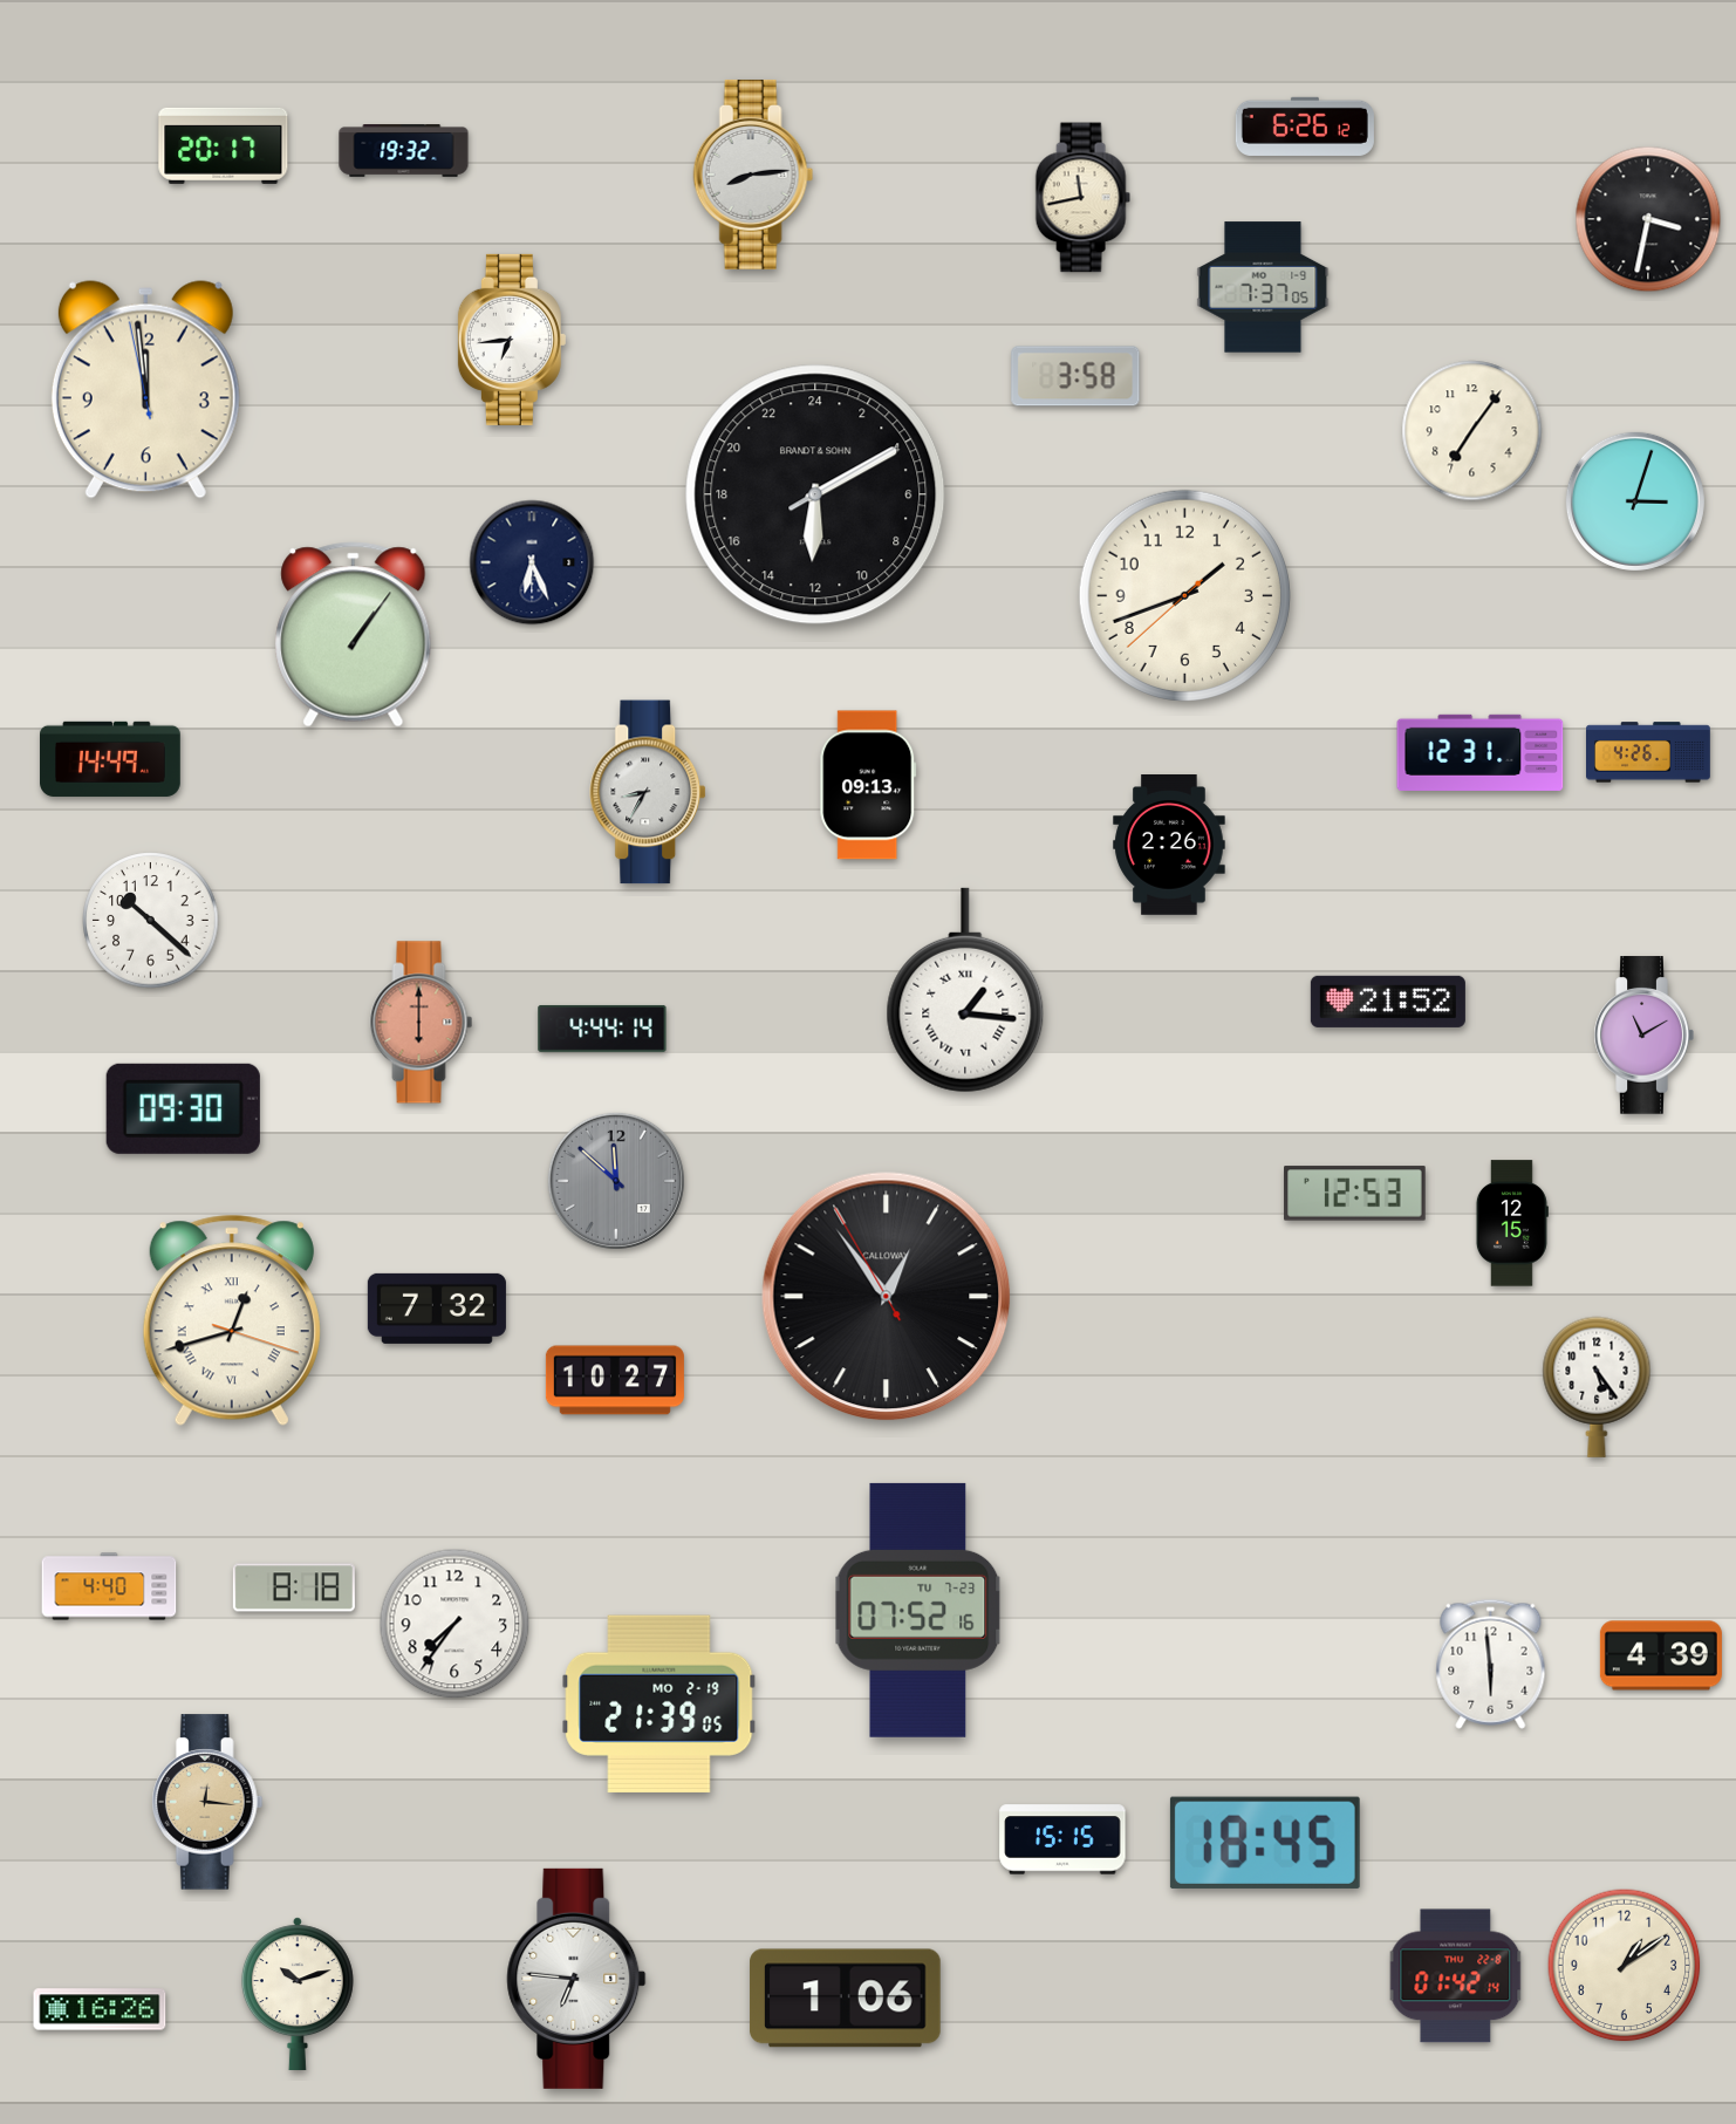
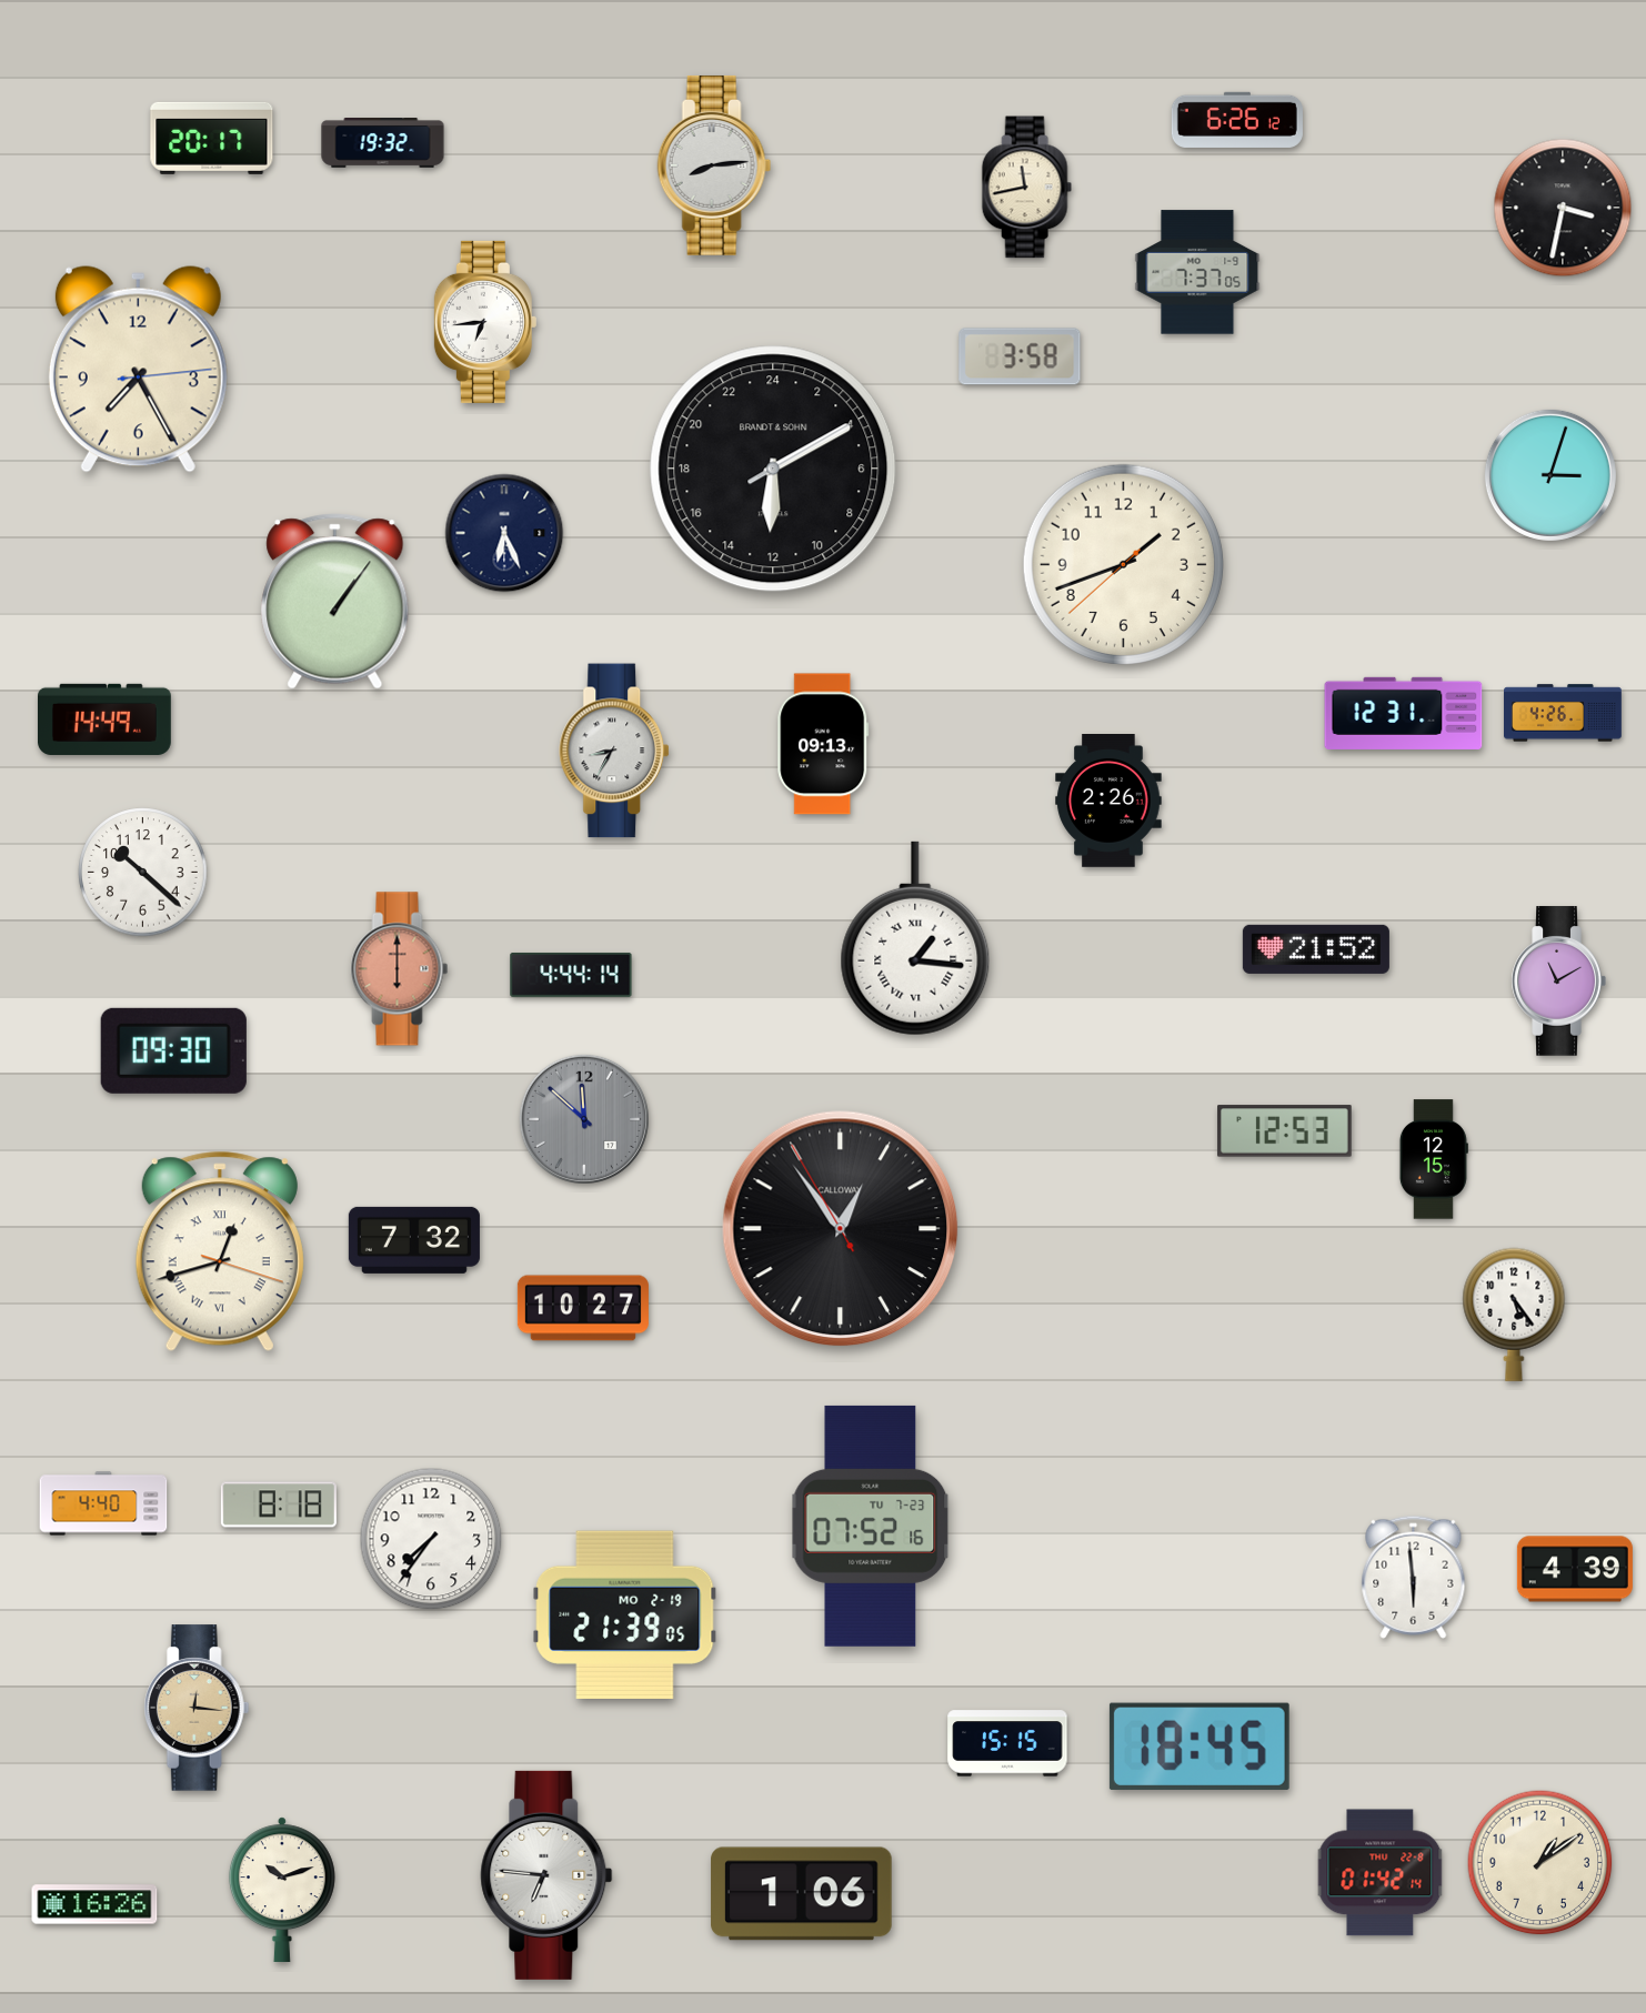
clock at (145, 390): 11:58 -> 7:25
clock at (1472, 431): 7:06 -> none
